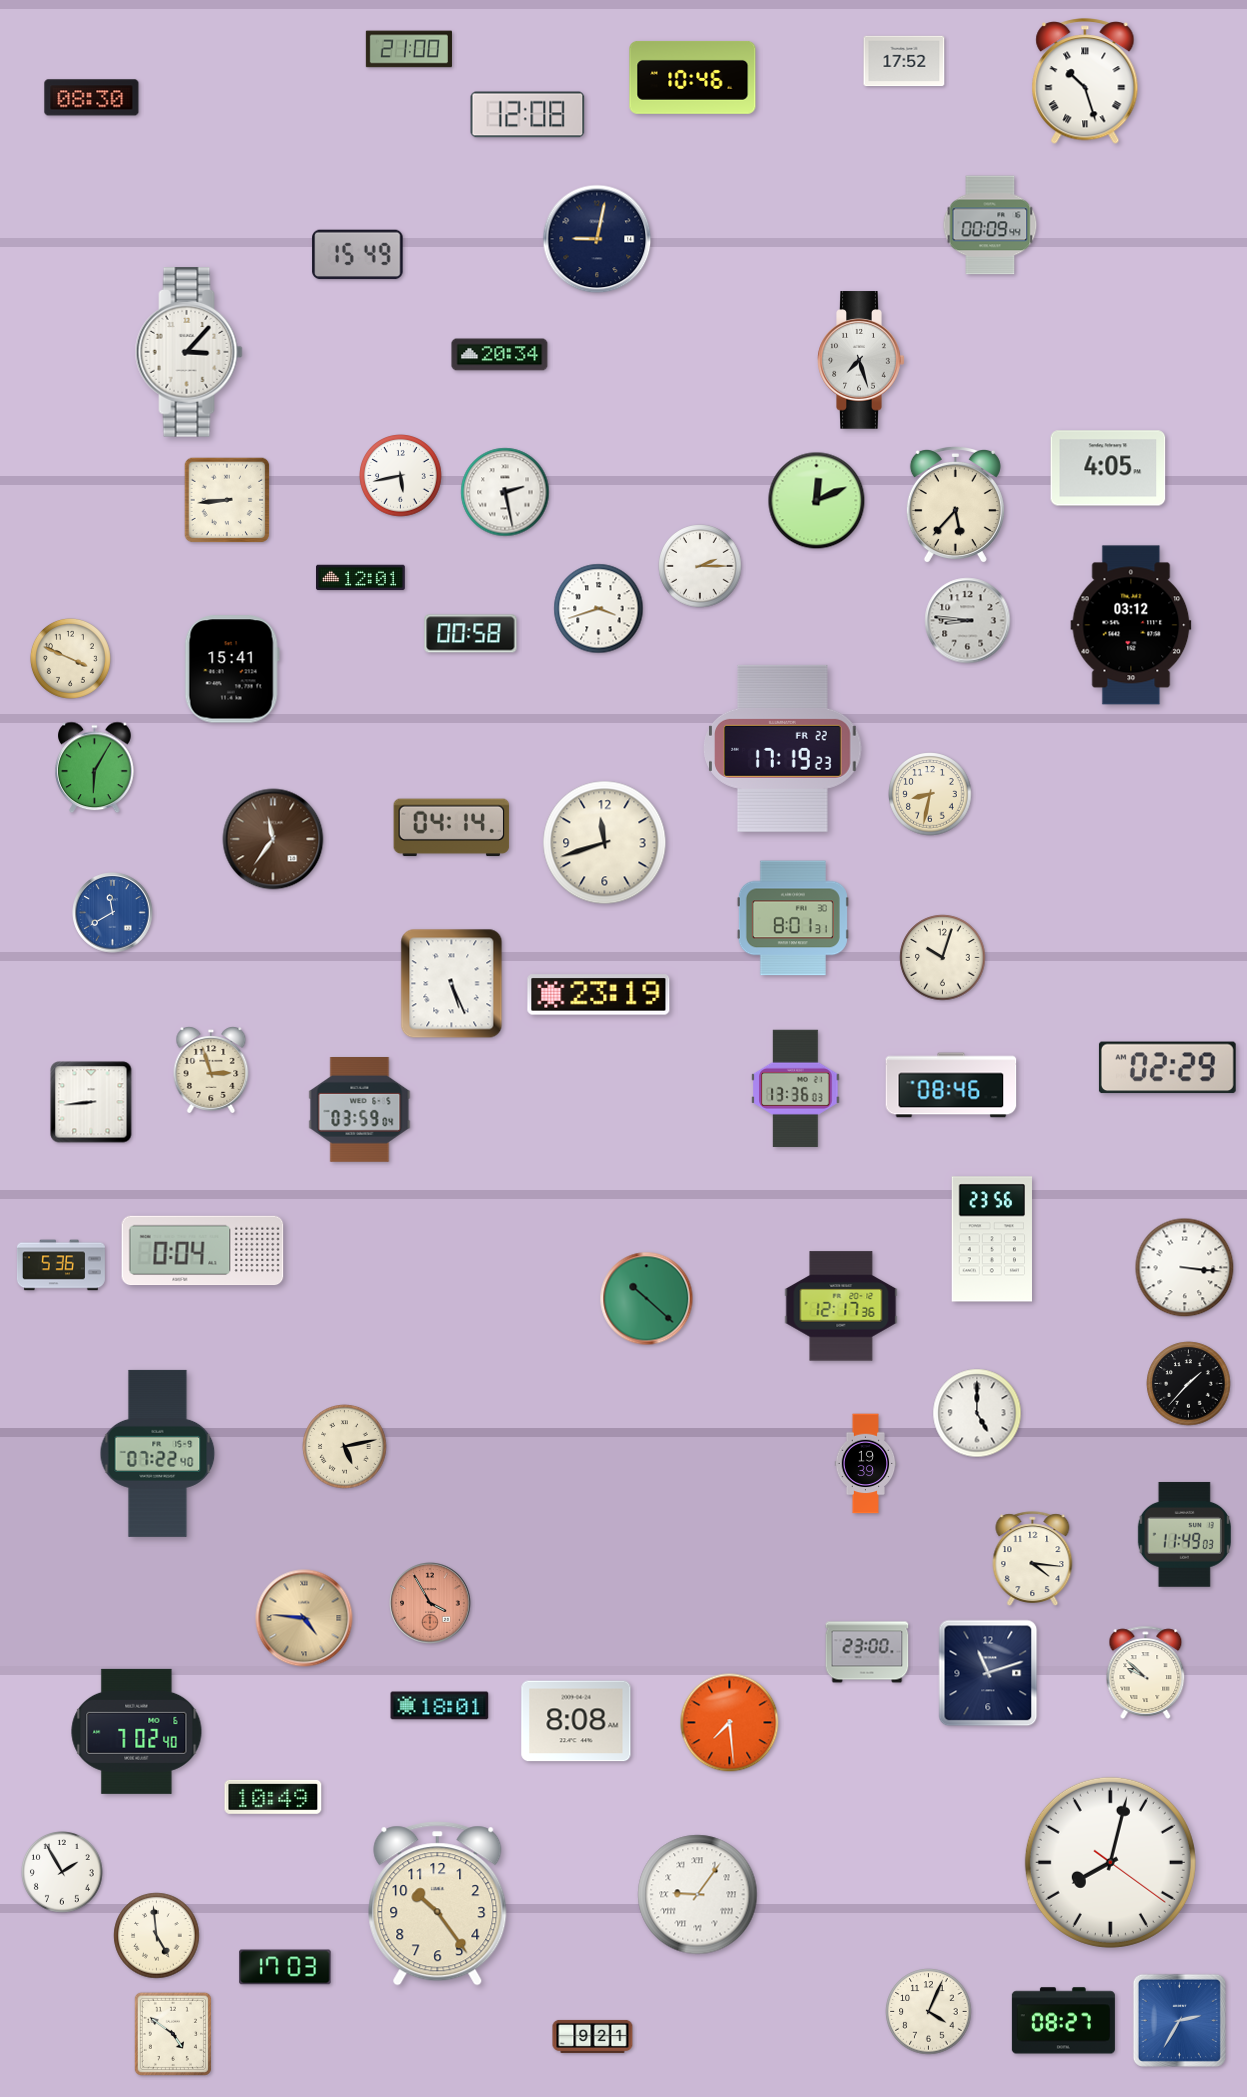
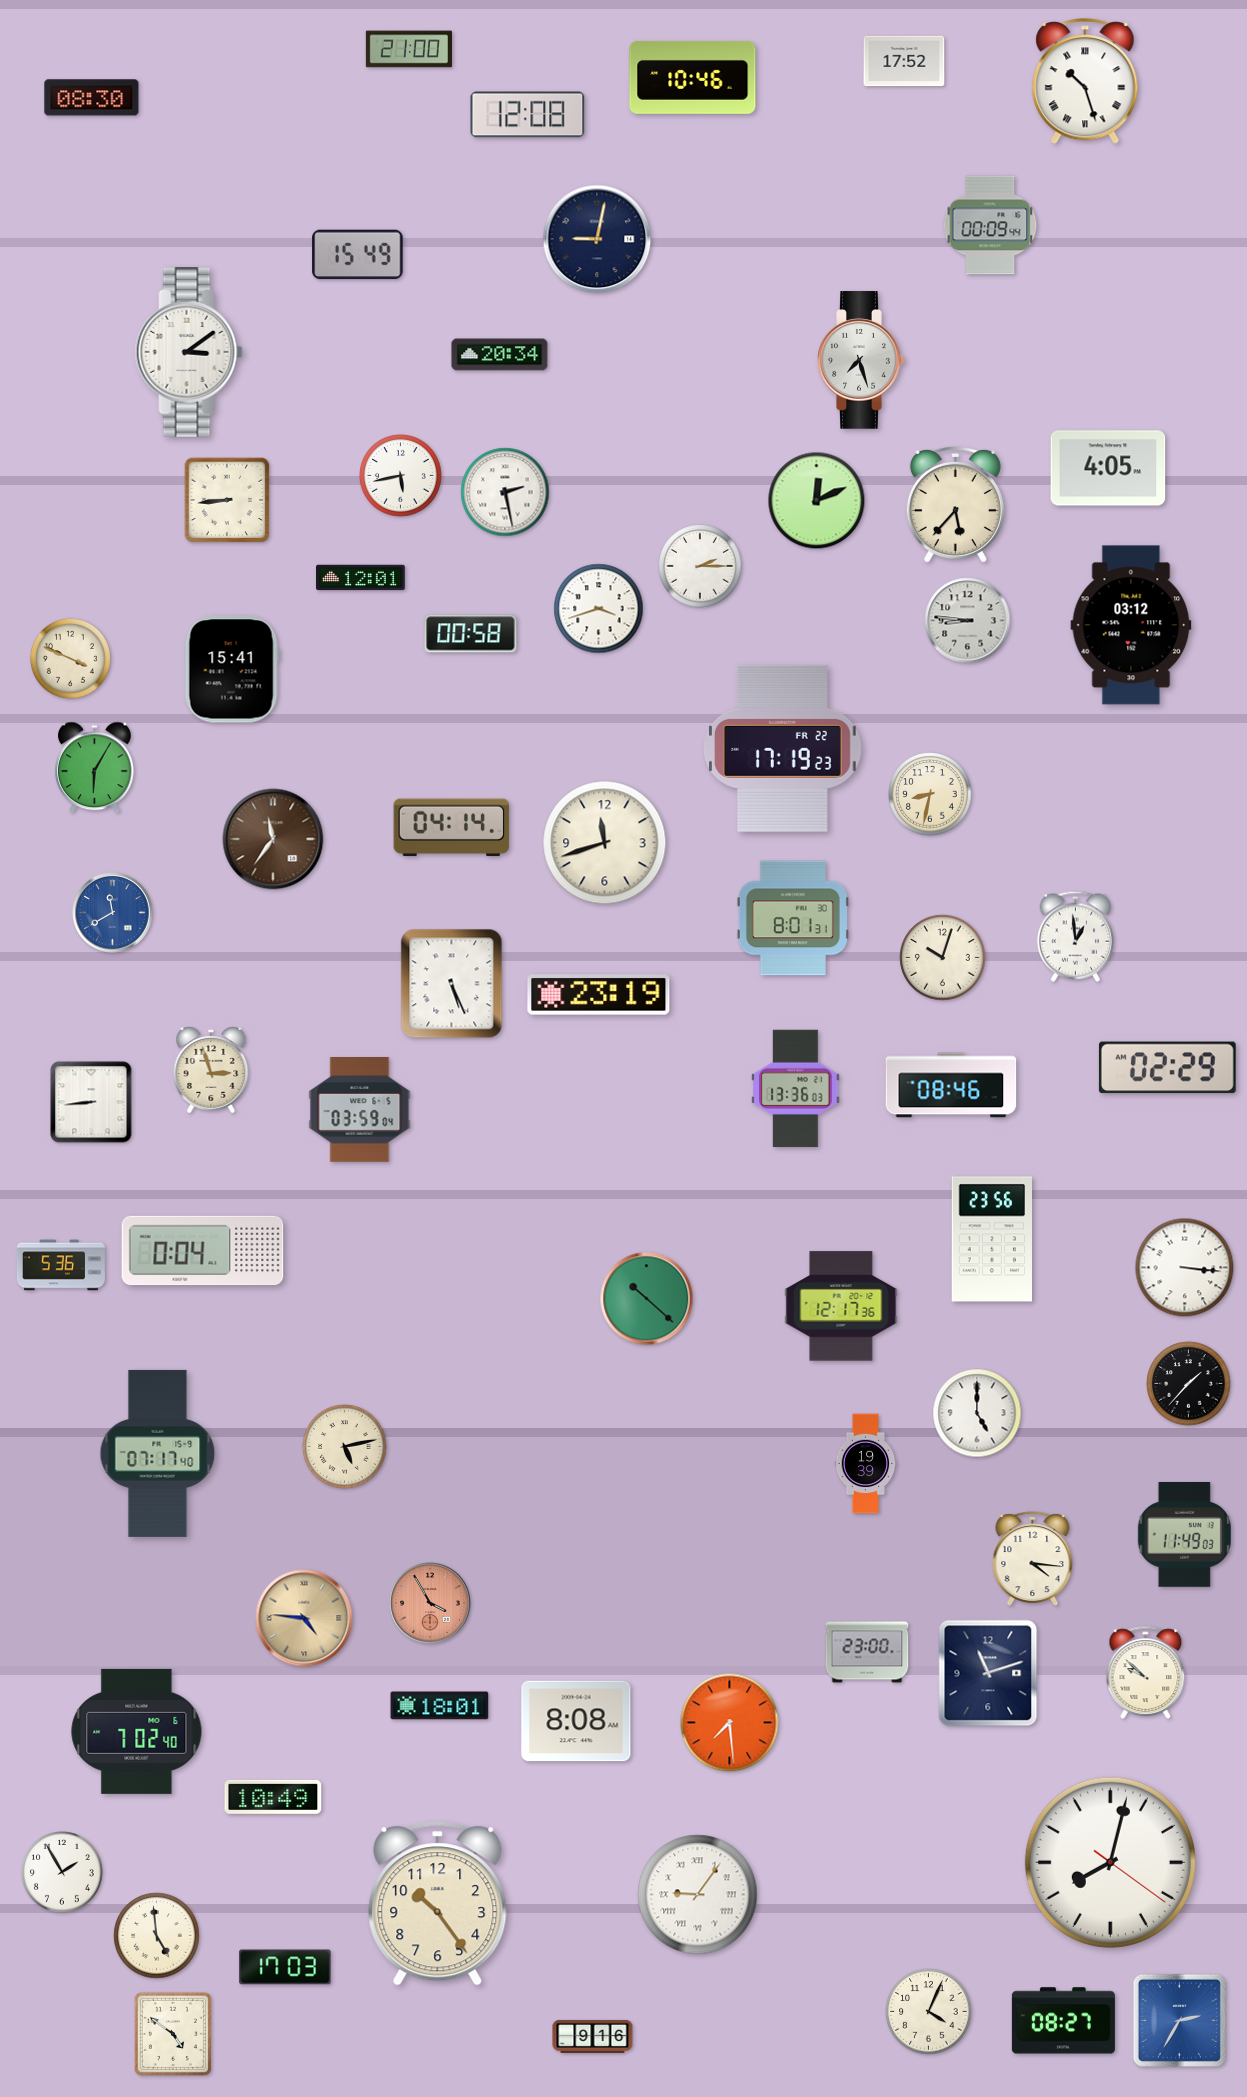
clock at (189, 352): 3:07 -> 3:09
clock at (1075, 936): none -> 12:59
clock at (158, 1453): 07:22 -> 07:17
clock at (593, 2036): 9:21 -> 9:16
